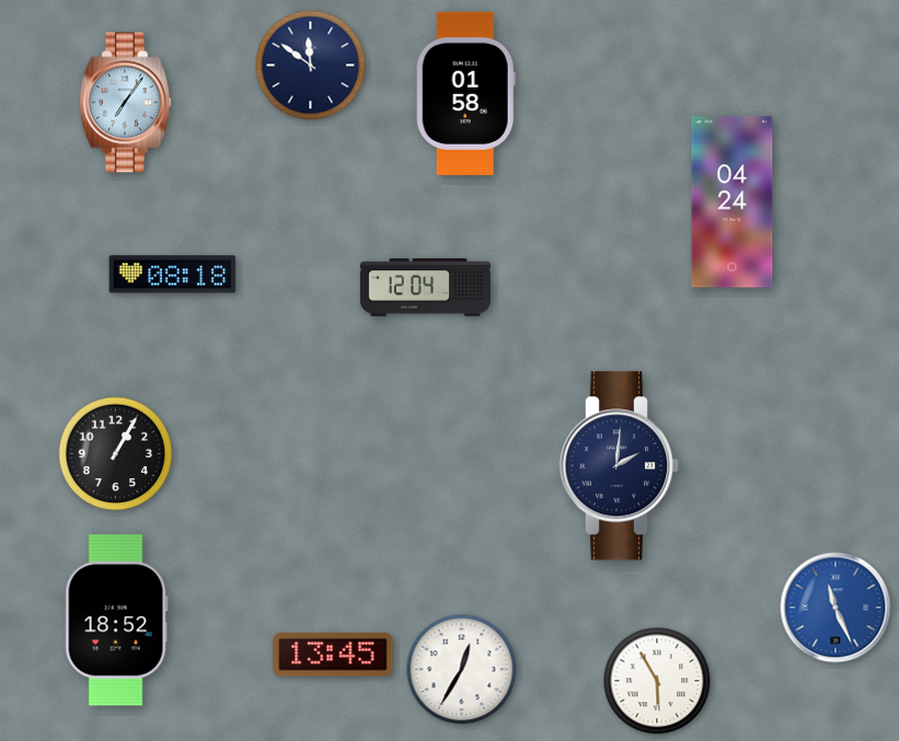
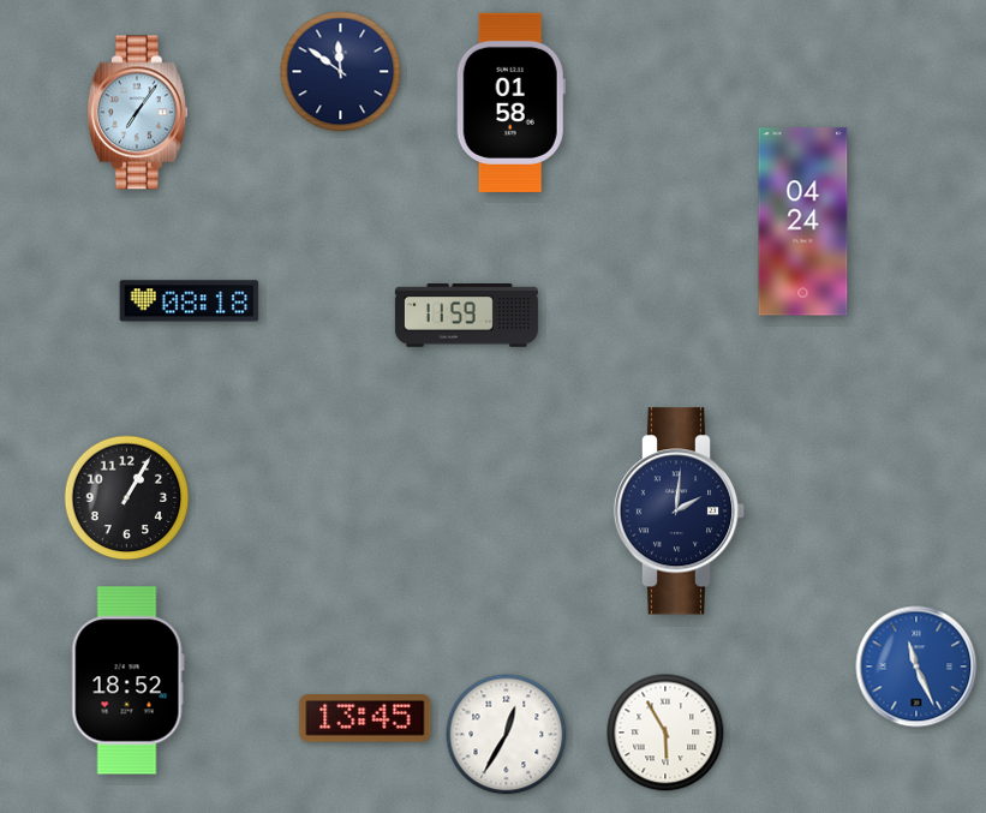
clock at (425, 288): 12:04 -> 11:59
clock at (657, 681) position: (657, 681) -> (665, 733)
